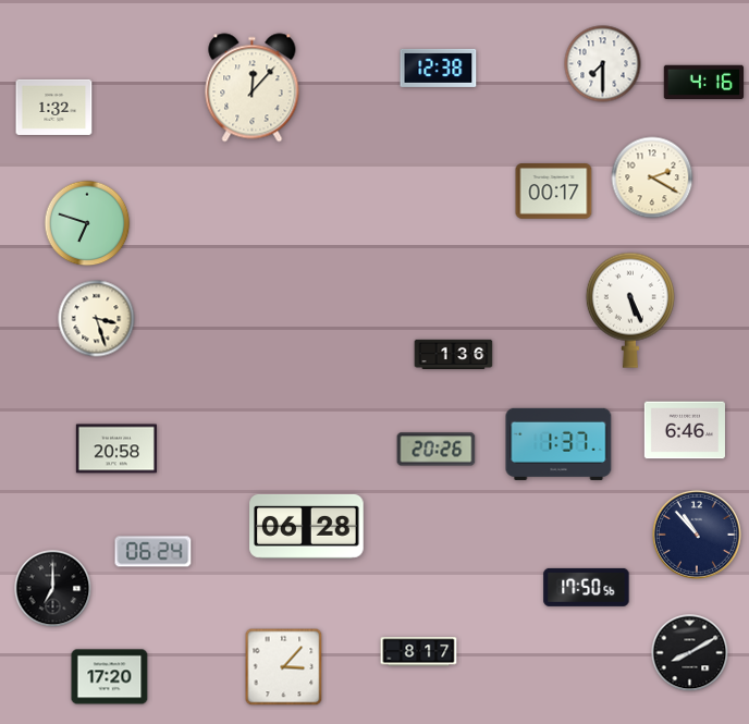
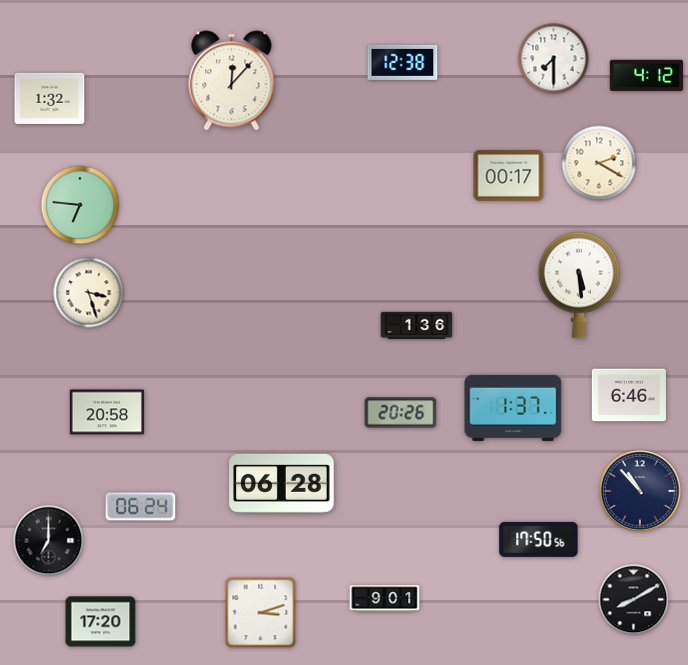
clock at (704, 82): 4:16 -> 4:12
clock at (87, 223): 6:48 -> 6:46
clock at (630, 310): 5:26 -> 5:29
clock at (419, 652): 8:17 -> 9:01
clock at (284, 667): 3:07 -> 3:12
